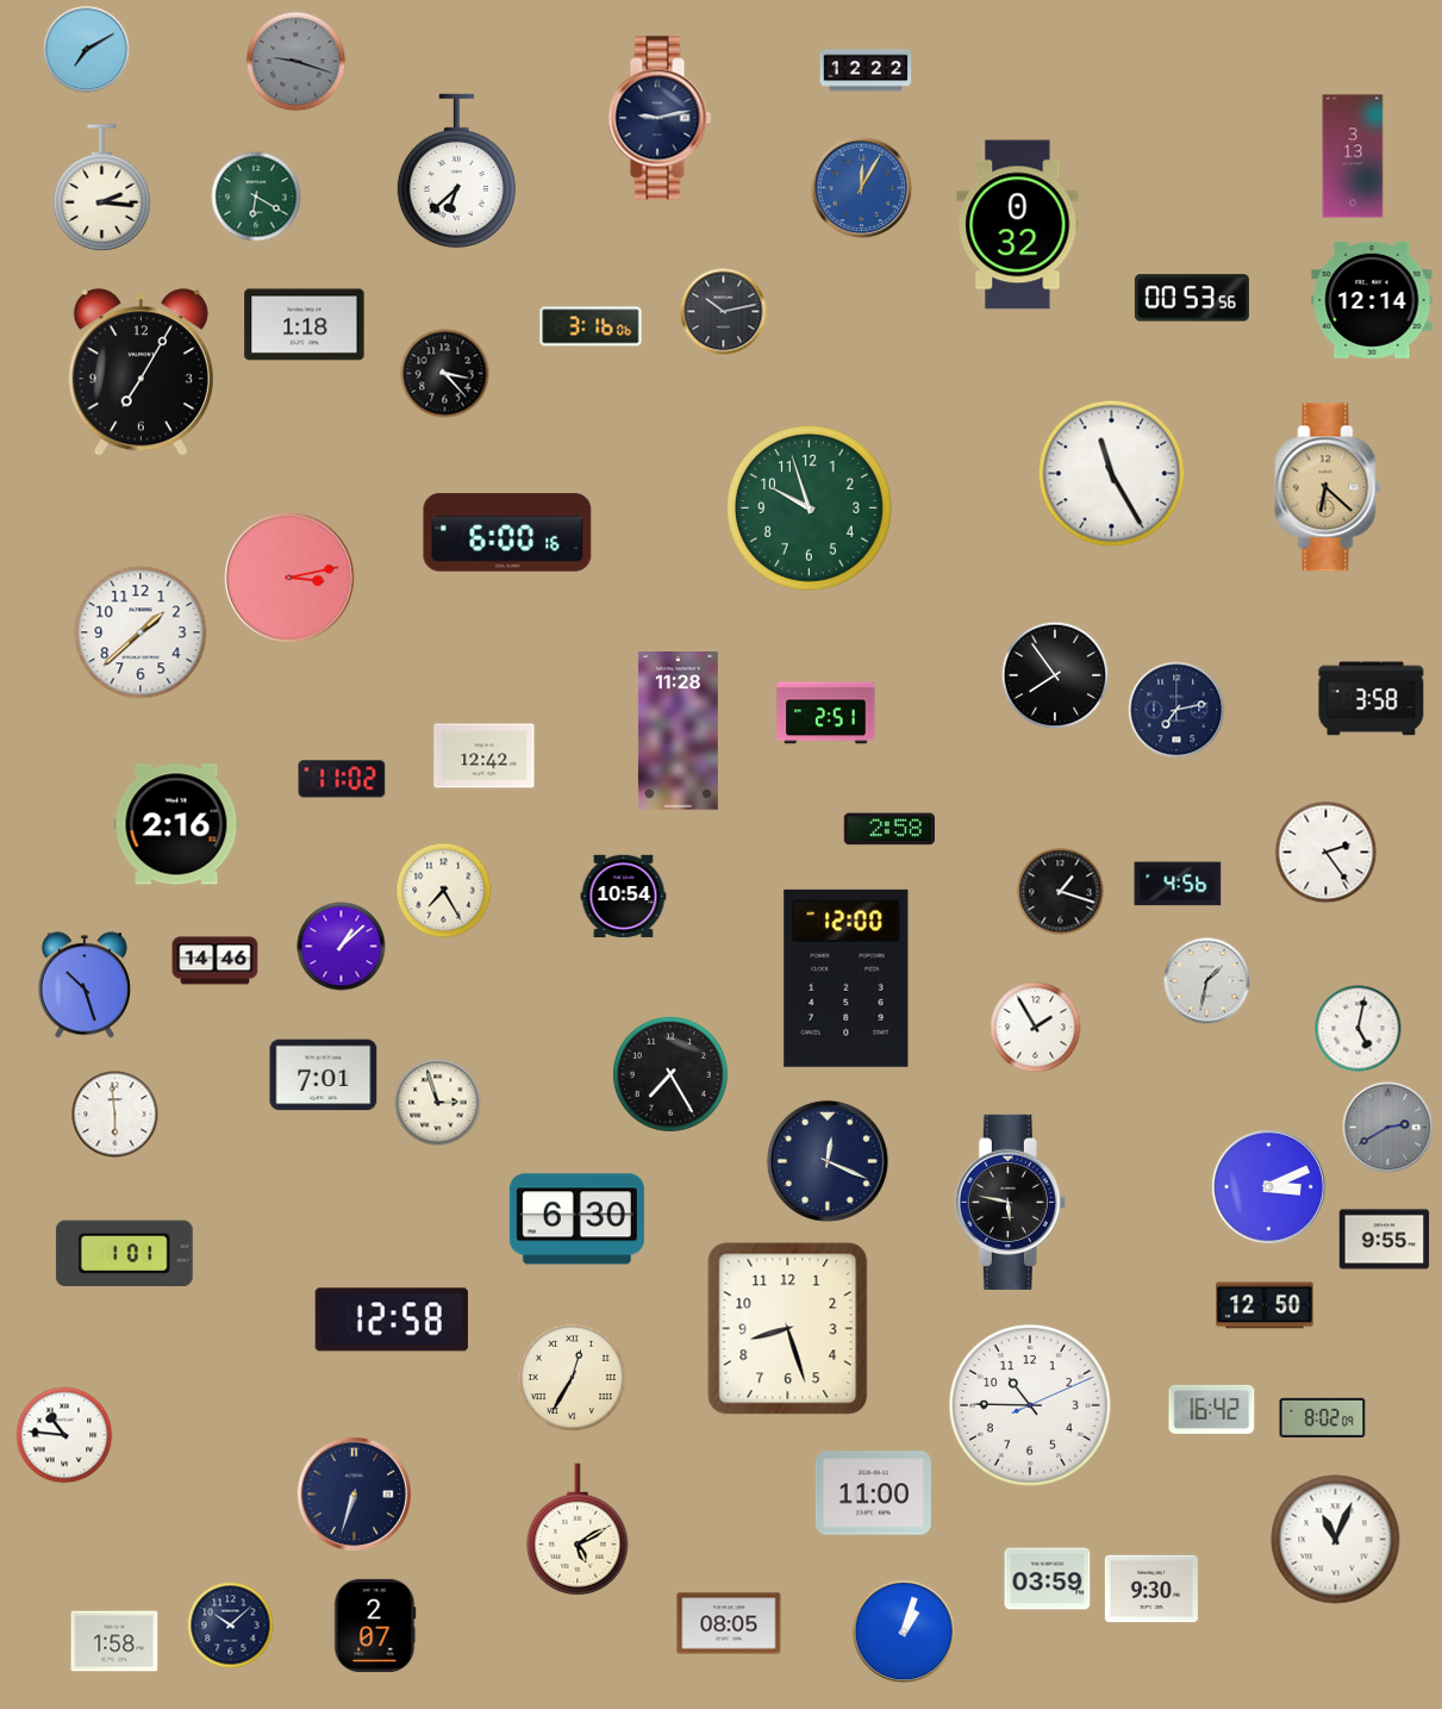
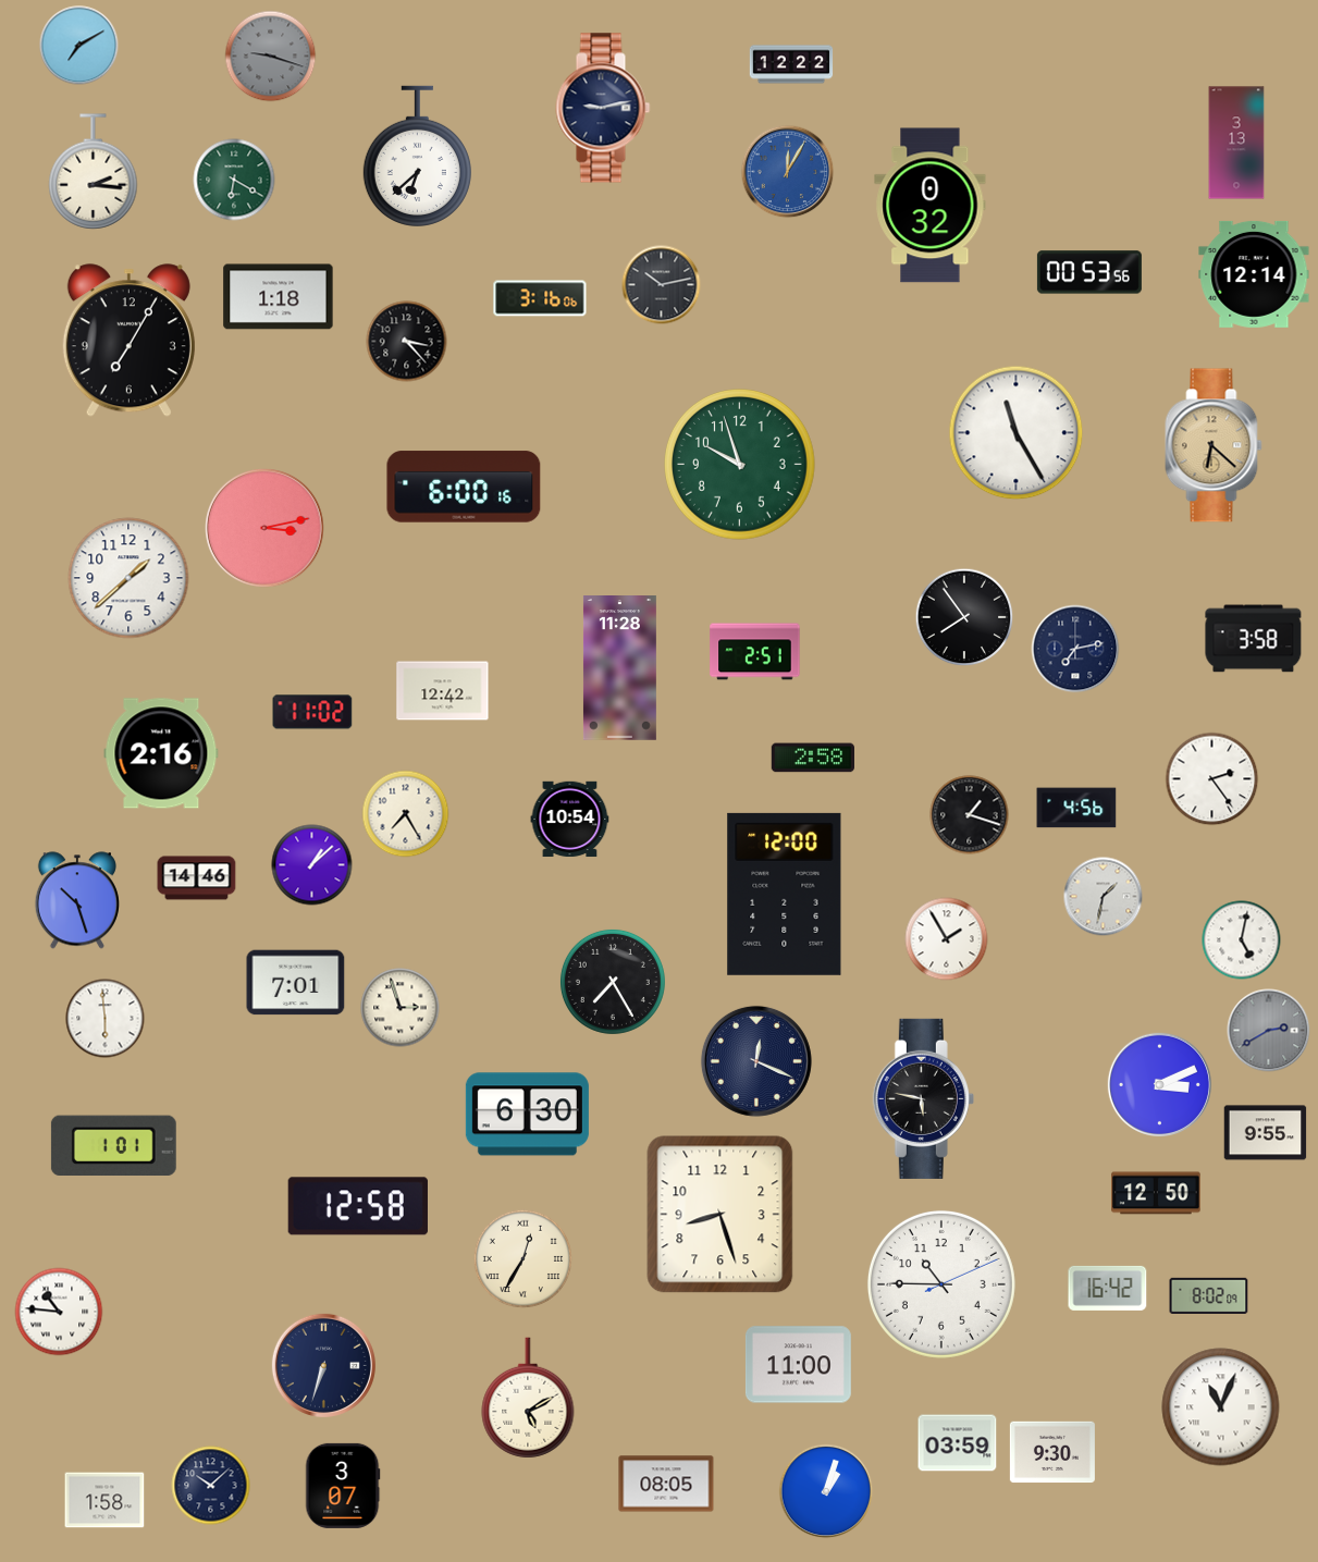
clock at (847, 978) position: (847, 978) -> (785, 894)
clock at (375, 1626): 2:07 -> 3:07
